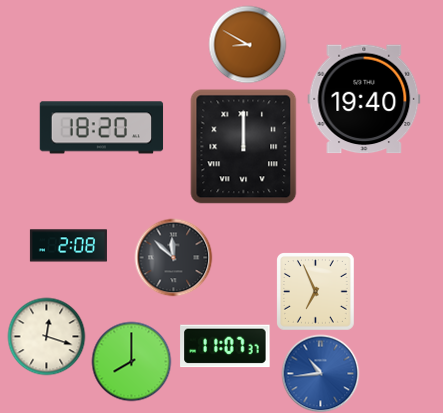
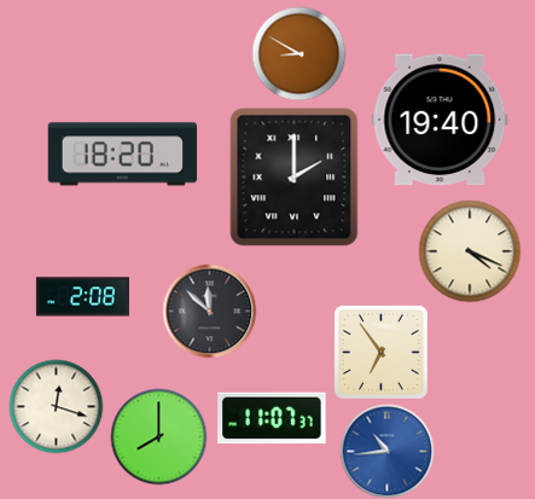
clock at (244, 147): 12:00 -> 2:00
clock at (470, 251): none -> 4:19
clock at (316, 292): 6:56 -> 6:54
